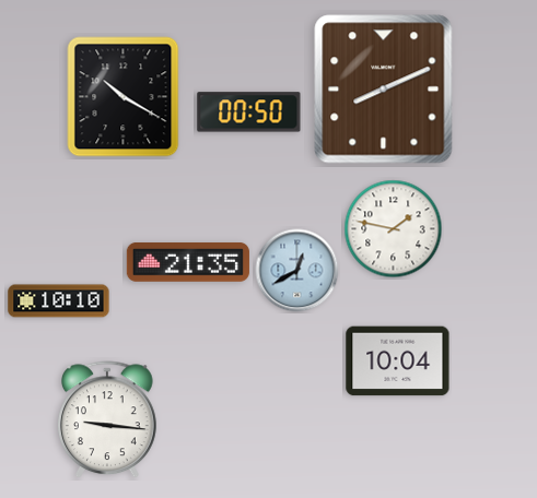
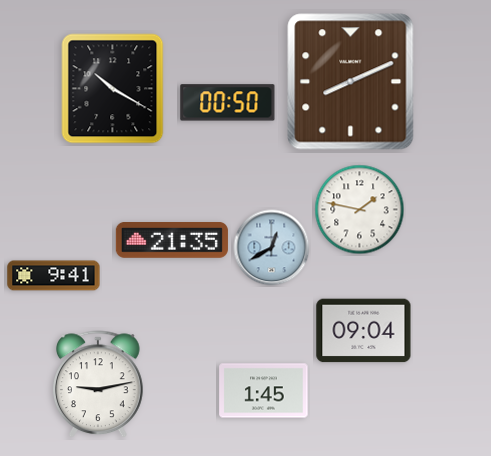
clock at (59, 301): 10:10 -> 9:41
clock at (398, 361): 10:04 -> 09:04
clock at (108, 420): 9:16 -> 9:13
clock at (264, 391): none -> 1:45
